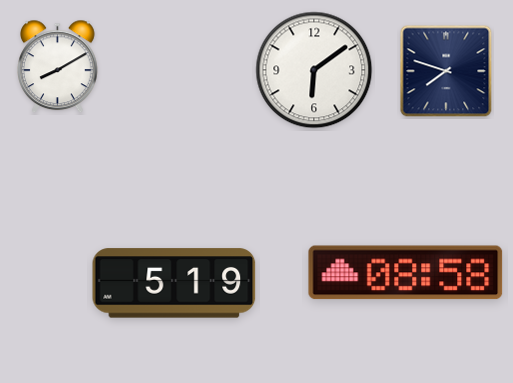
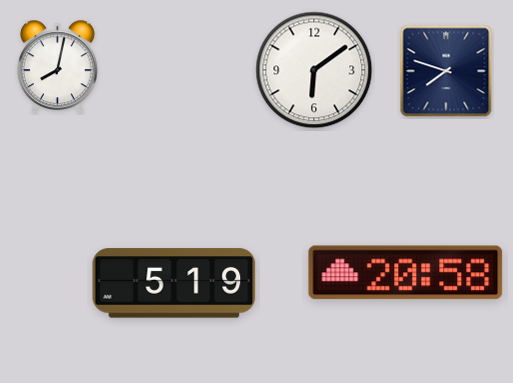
clock at (58, 67): 8:10 -> 8:02
clock at (406, 273): 08:58 -> 20:58
